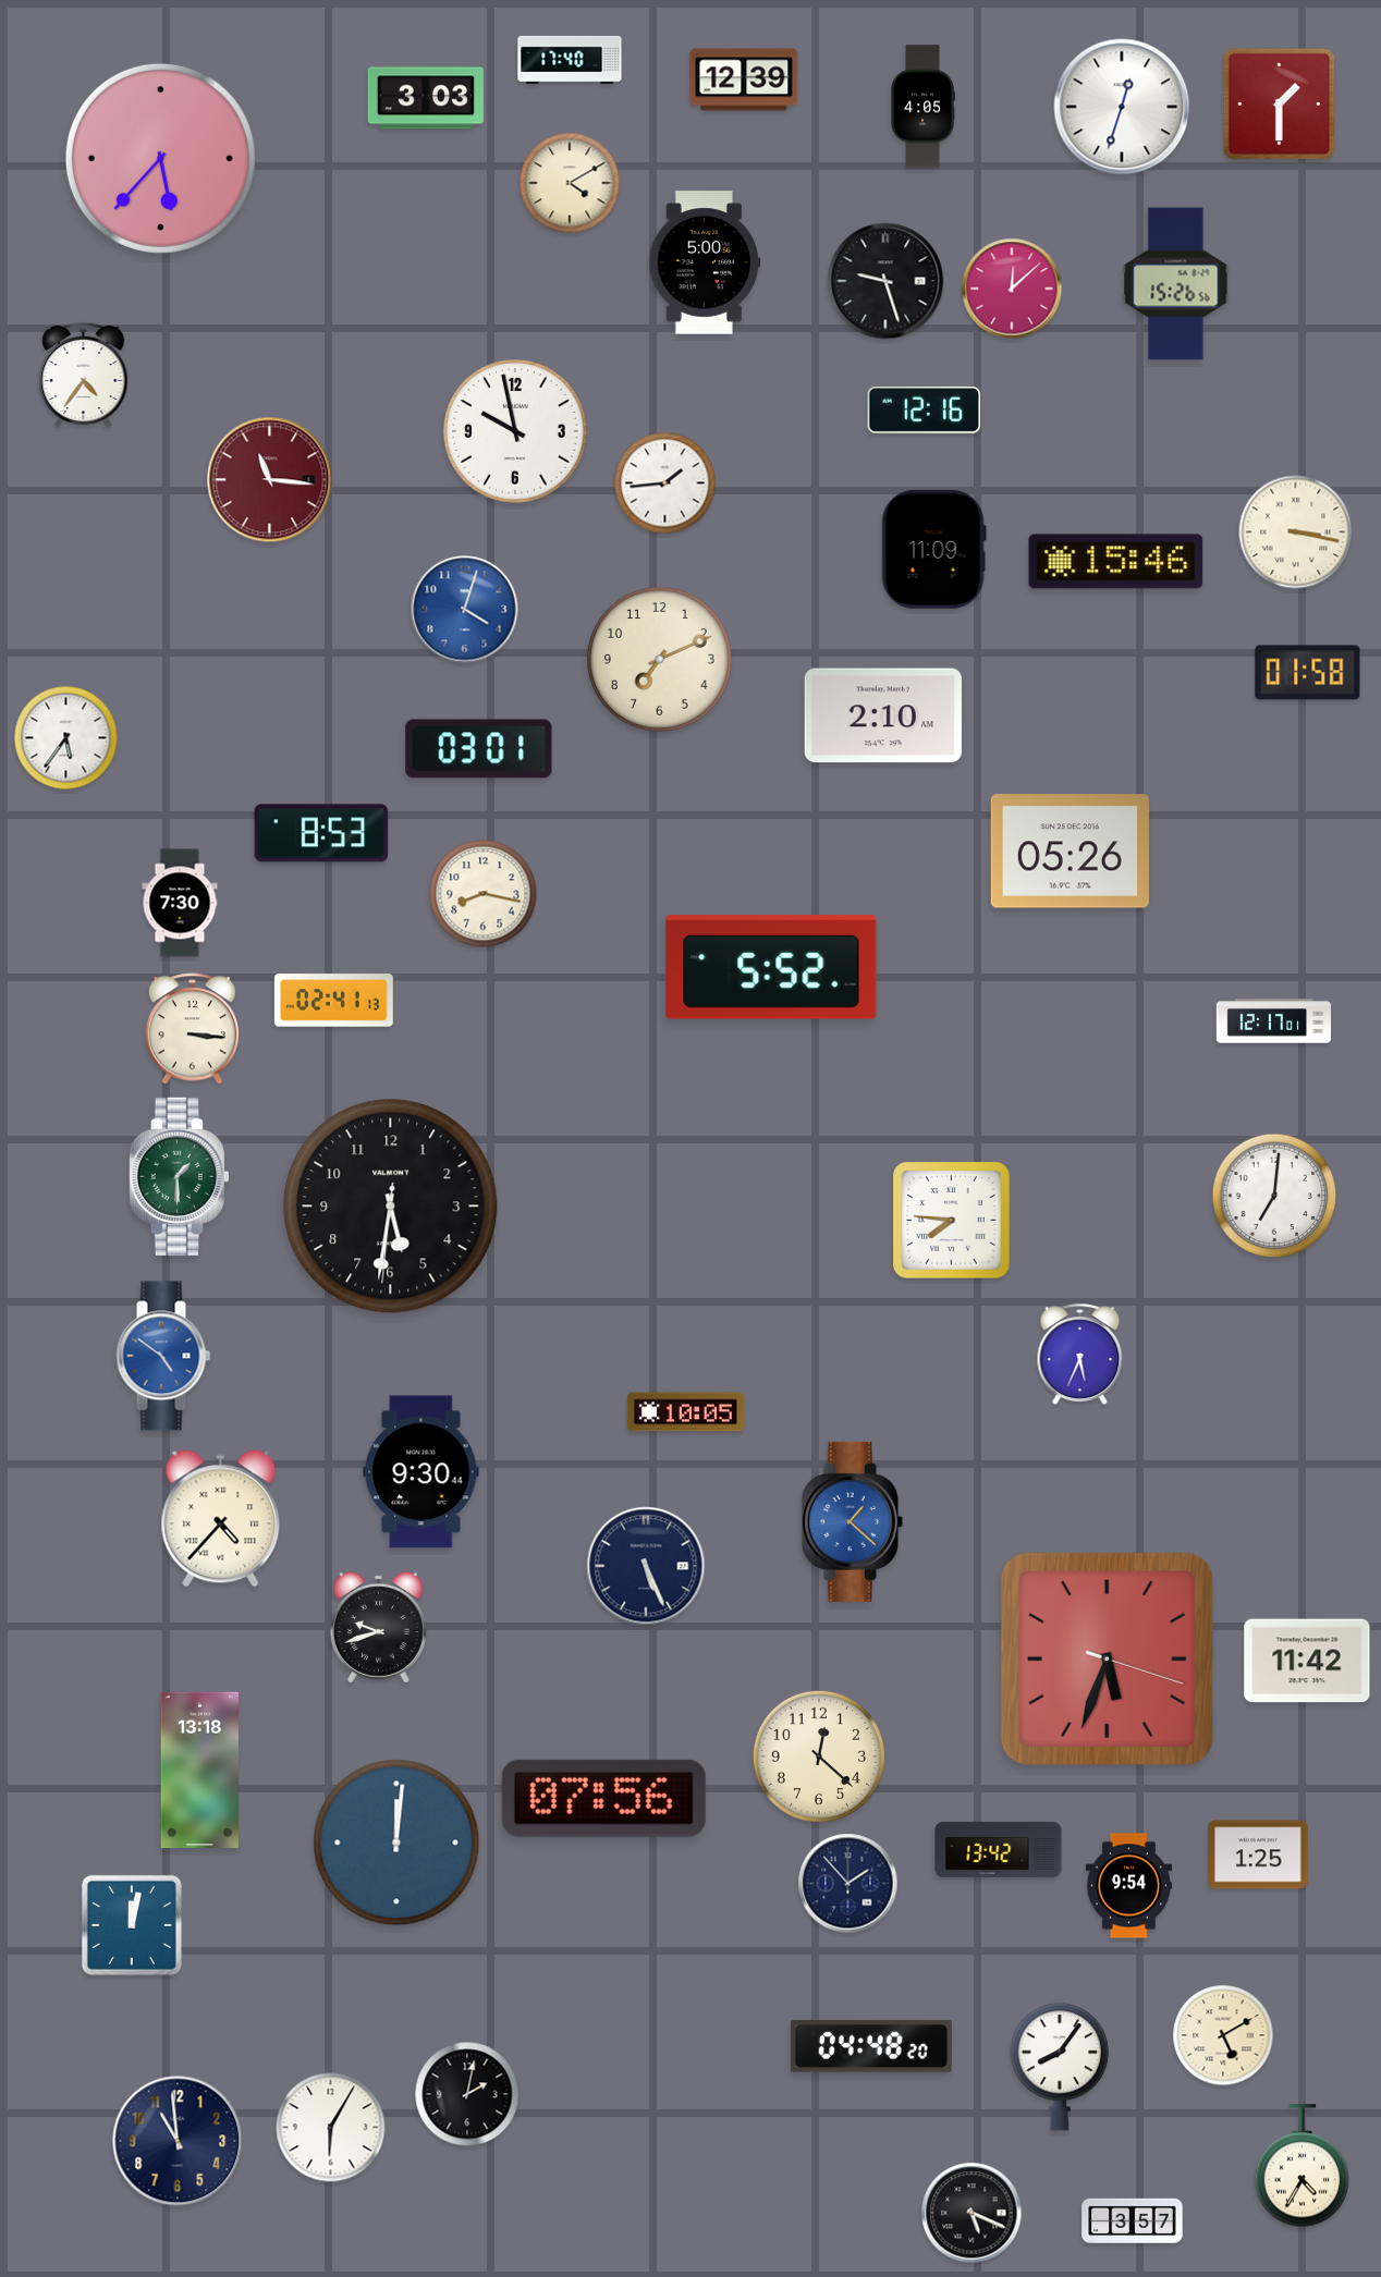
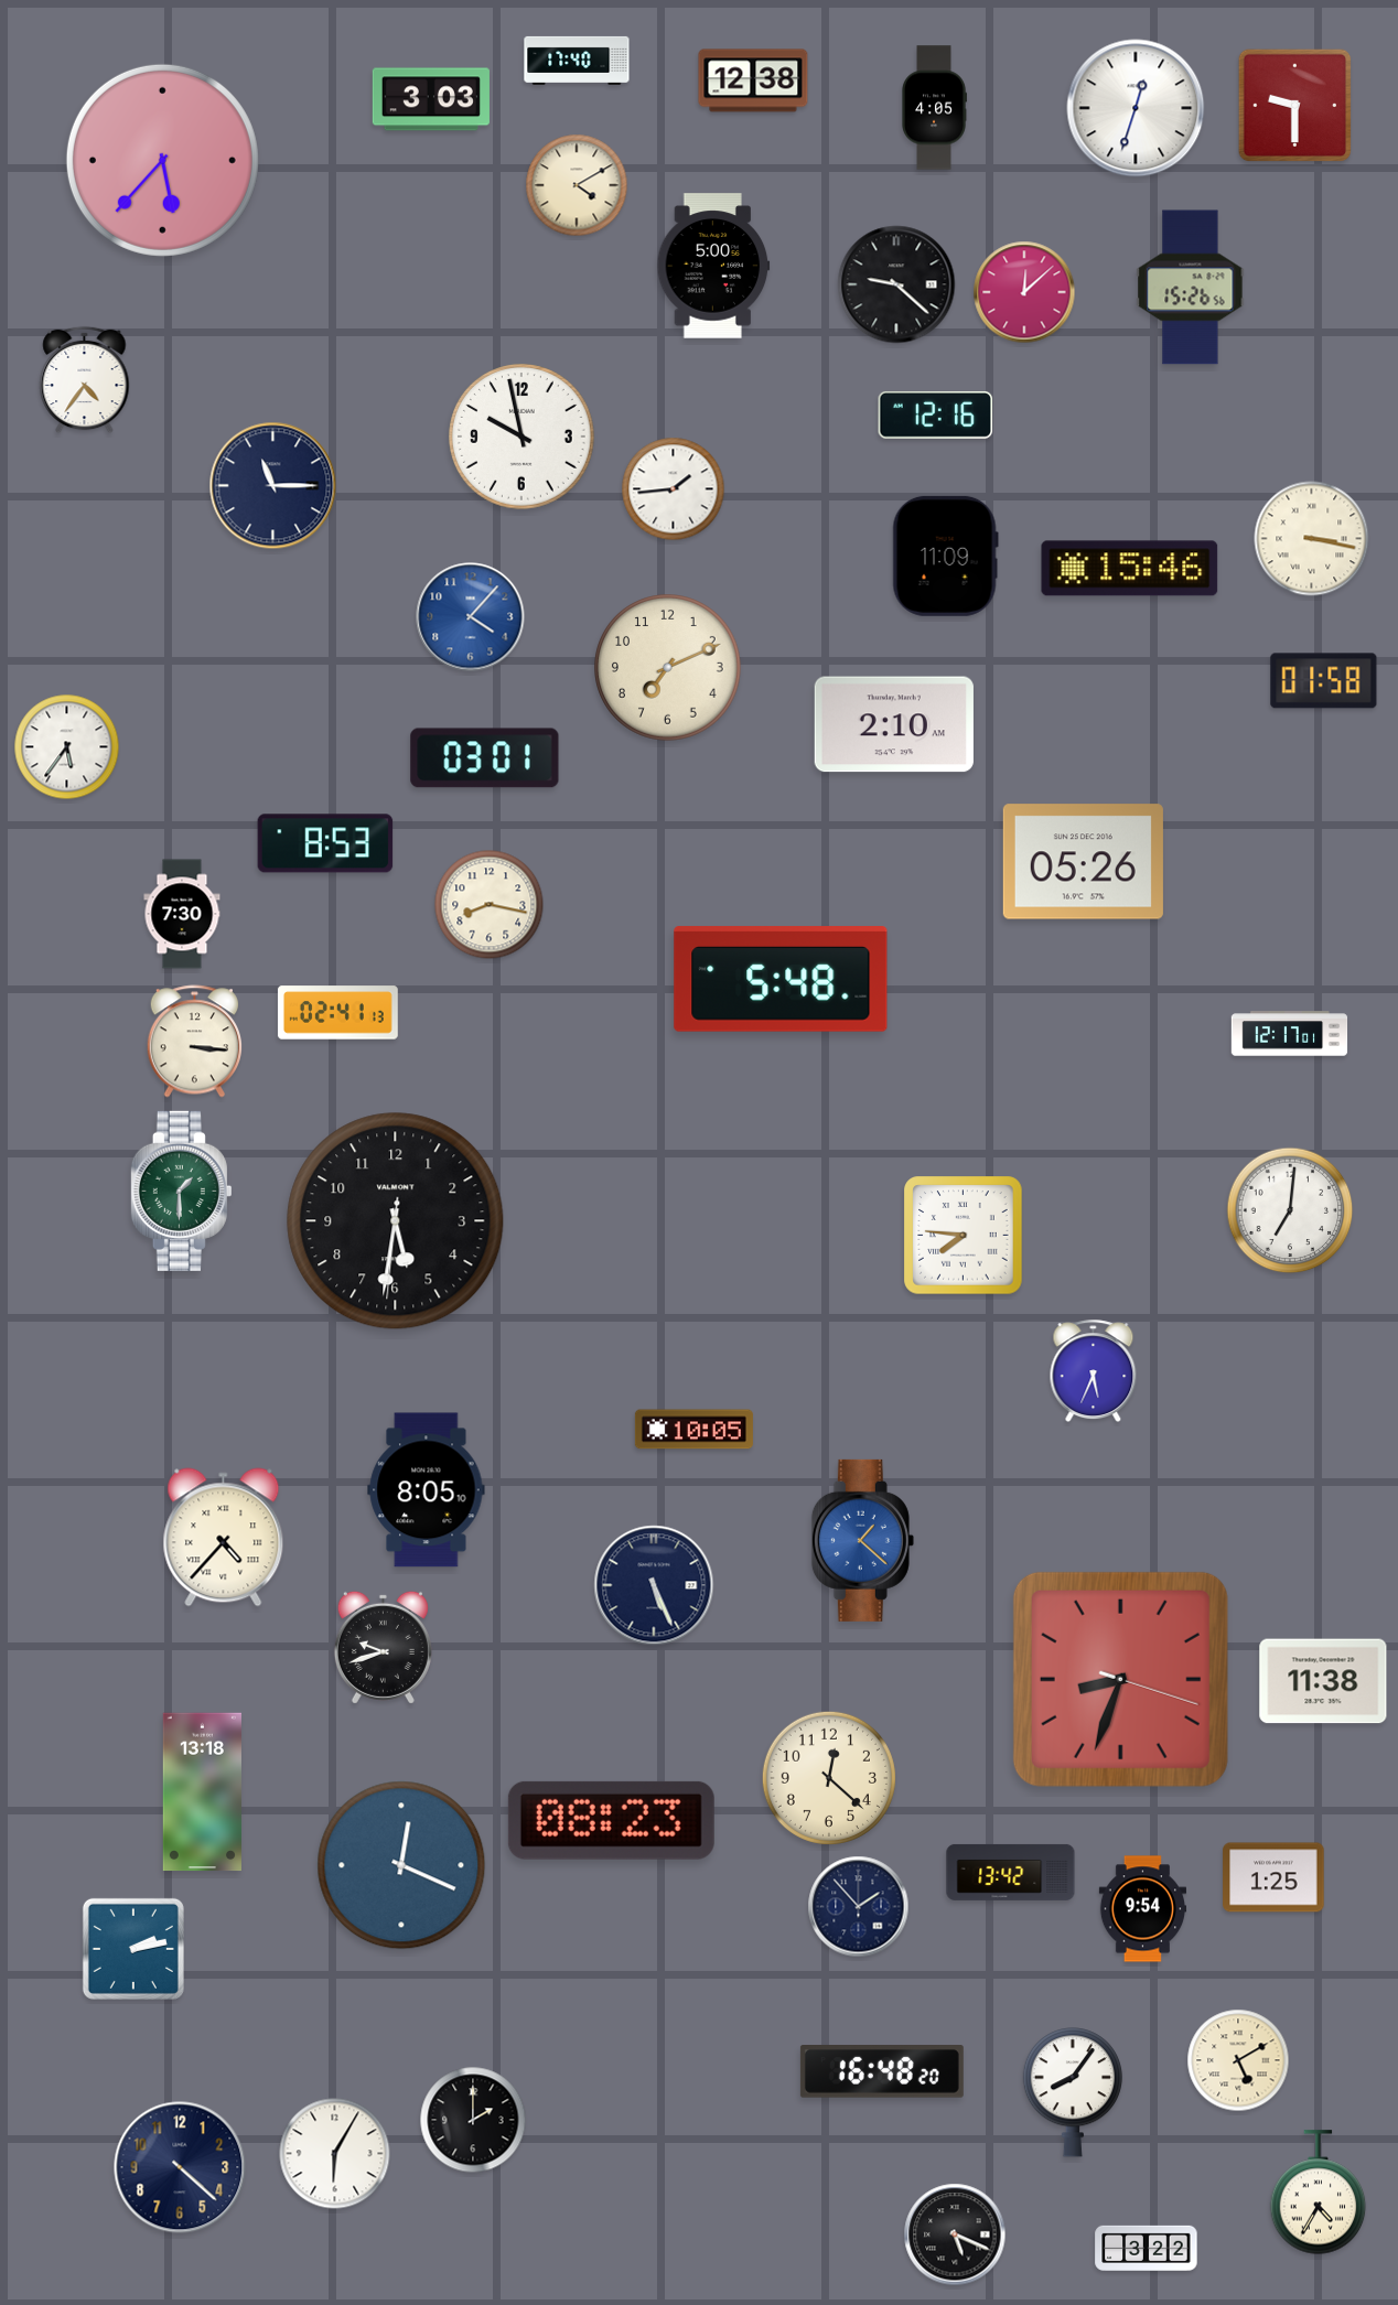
clock at (744, 79): 12:39 -> 12:38
clock at (1280, 105): 1:30 -> 9:30
clock at (885, 281): 9:27 -> 9:22
clock at (270, 480): 11:16 -> 11:15
clock at (270, 480) dial: burgundy -> navy
clock at (465, 610): 4:03 -> 4:07
clock at (771, 967): 5:52 -> 5:48
clock at (163, 1356): 4:51 -> none
clock at (421, 1472): 9:30 -> 8:05
clock at (1107, 1658): 5:33 -> 8:33
clock at (1307, 1661): 11:42 -> 11:38
clock at (603, 1798): 07:56 -> 08:23
clock at (396, 1843): 12:01 -> 12:19
clock at (132, 1925): 12:02 -> 2:13
clock at (871, 2047): 04:48 -> 16:48
clock at (467, 2094): 2:02 -> 2:00
clock at (178, 2141): 10:59 -> 4:22
clock at (971, 2213) position: (971, 2213) -> (955, 2234)
clock at (1133, 2220): 3:57 -> 3:22
